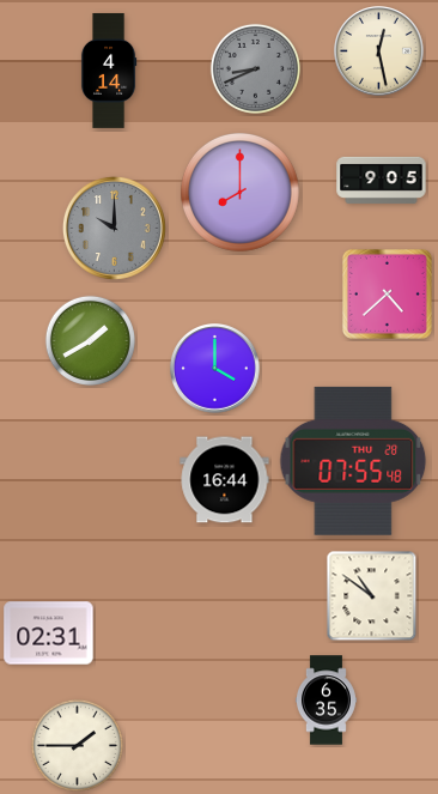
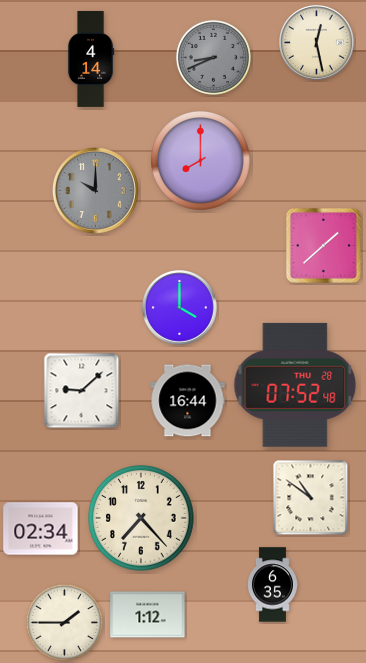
clock at (382, 180): 9:05 -> none
clock at (387, 293): 4:38 -> 1:38
clock at (90, 340): 1:40 -> none
clock at (353, 461): 07:55 -> 07:52
clock at (82, 391): none -> 9:08
clock at (142, 519): none -> 7:23
clock at (49, 634): 02:31 -> 02:34
clock at (148, 615): none -> 1:12
